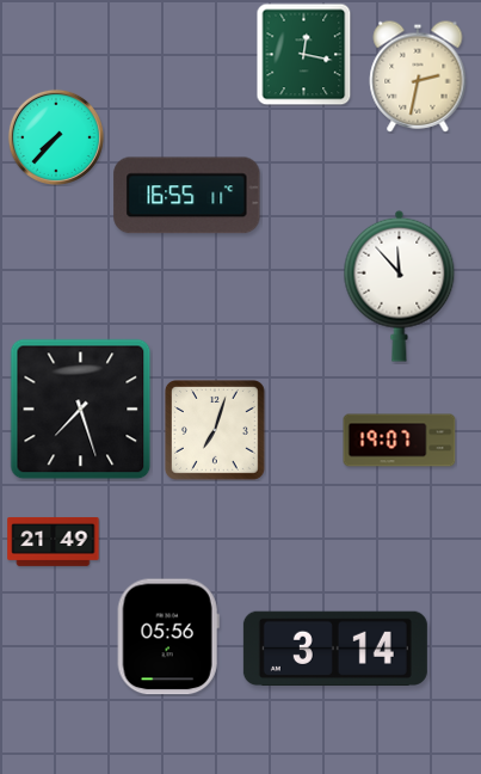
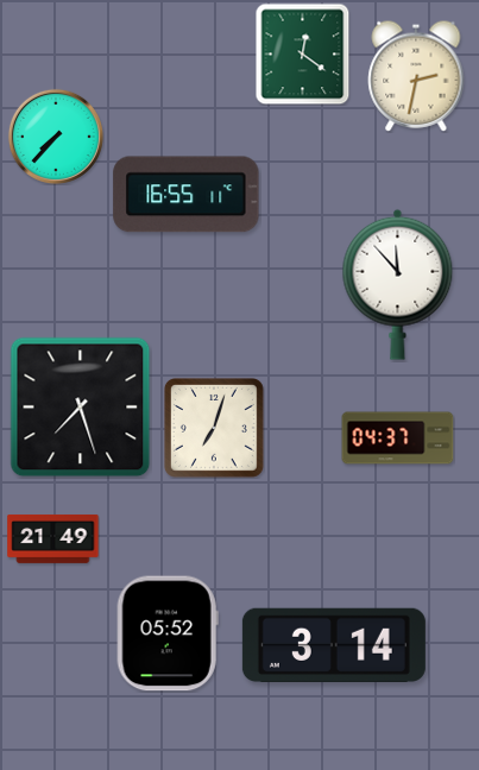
clock at (304, 54): 12:17 -> 12:21
clock at (400, 441): 19:07 -> 04:37
clock at (168, 637): 05:56 -> 05:52
